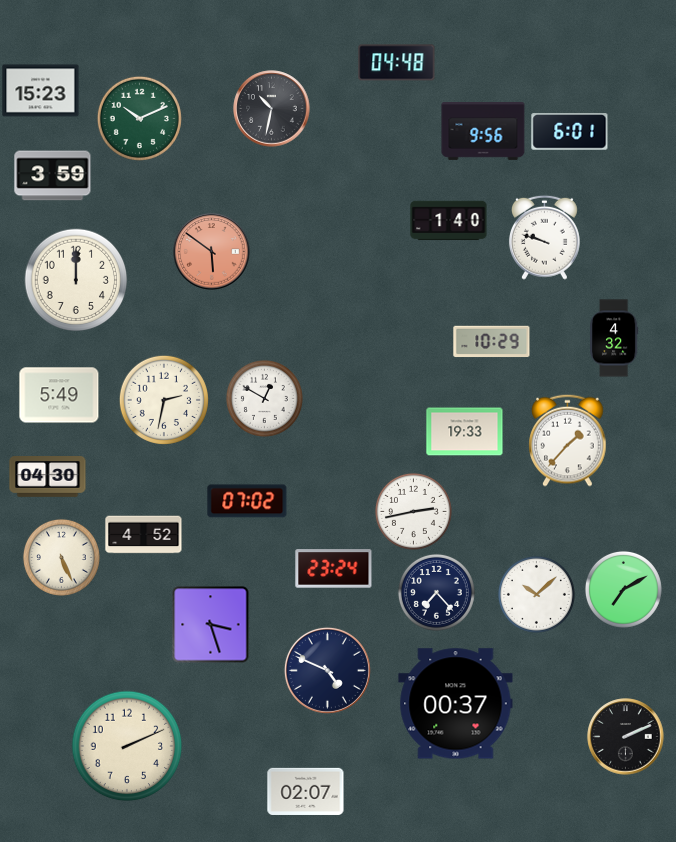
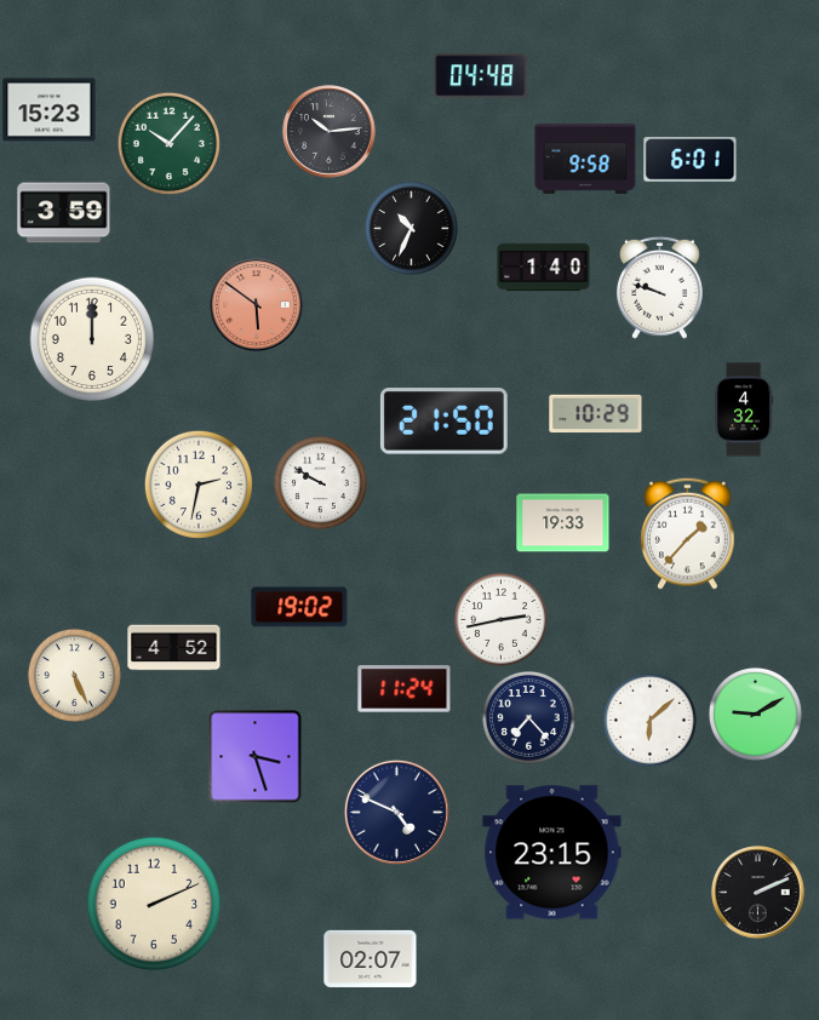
clock at (272, 109): 10:32 -> 10:14
clock at (139, 118): 10:11 -> 10:07
clock at (483, 132): 9:56 -> 9:58
clock at (411, 228): none -> 10:34
clock at (443, 422): none -> 21:50
clock at (59, 395): 5:49 -> none
clock at (264, 398): 12:50 -> 9:50
clock at (48, 477): 04:30 -> none
clock at (247, 501): 07:02 -> 19:02
clock at (334, 569): 23:24 -> 11:24
clock at (623, 589): 7:10 -> 9:10
clock at (536, 594): 10:08 -> 6:08
clock at (456, 704): 00:37 -> 23:15
